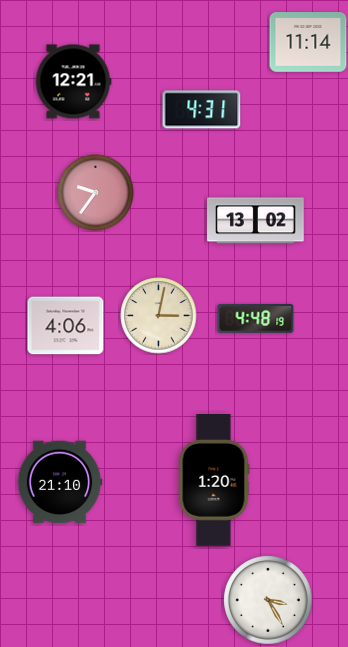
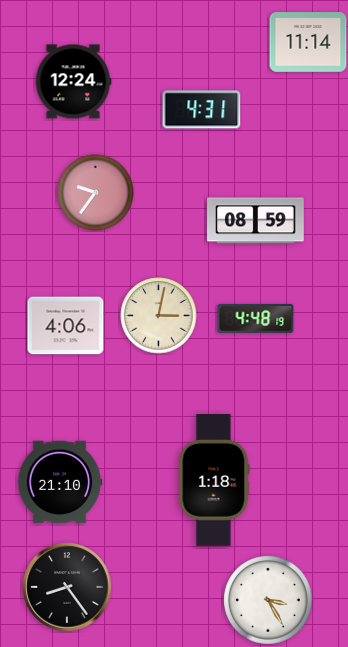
clock at (73, 82): 12:21 -> 12:24
clock at (256, 221): 13:02 -> 08:59
clock at (214, 481): 1:20 -> 1:18
clock at (67, 587): none -> 8:24
